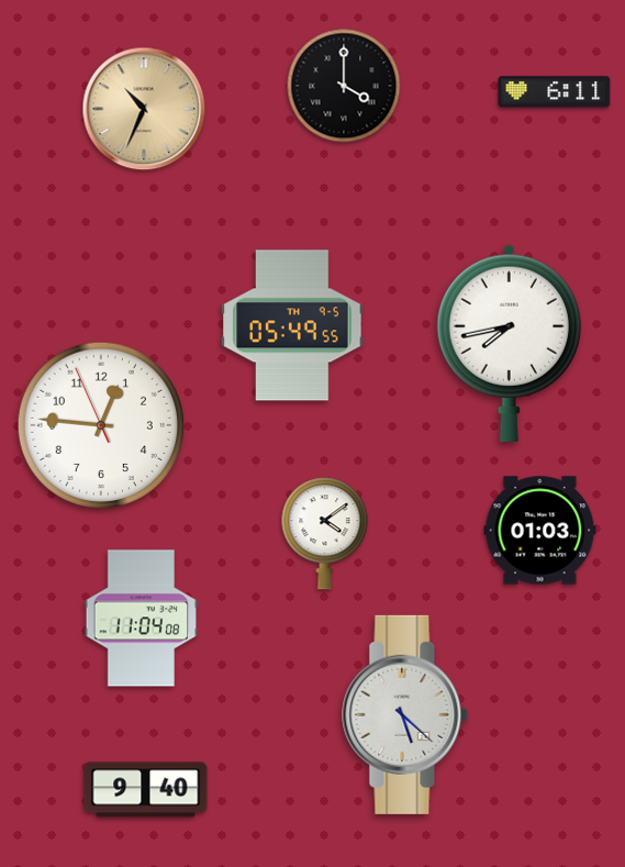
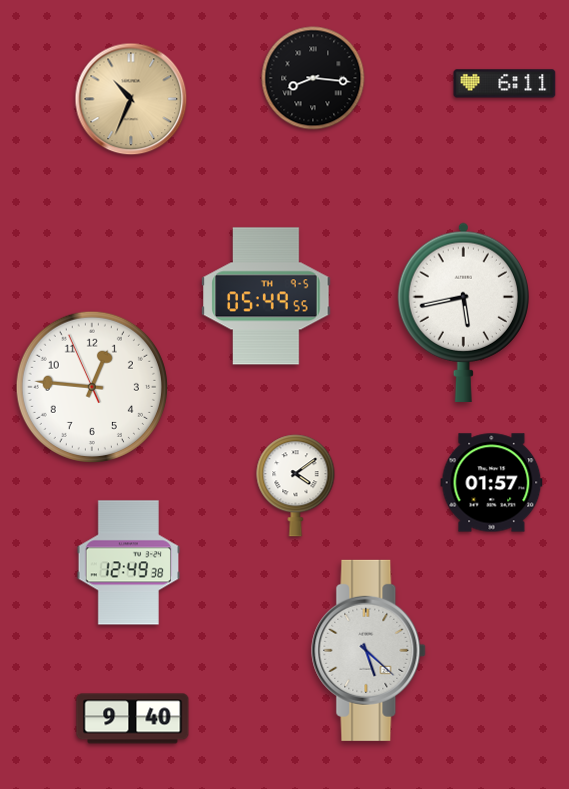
clock at (344, 86): 4:00 -> 8:16
clock at (509, 343): 7:43 -> 5:43
clock at (540, 531): 01:03 -> 01:57
clock at (142, 619): 11:04 -> 12:49
